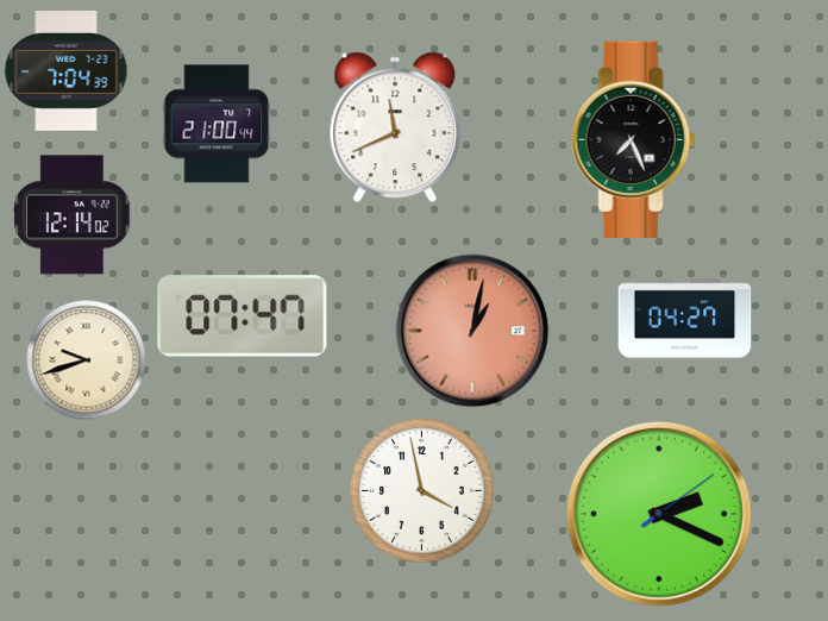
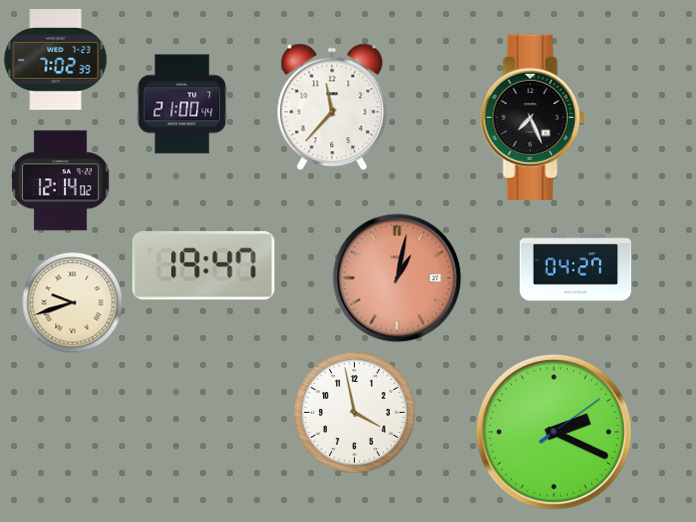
clock at (67, 70): 7:04 -> 7:02
clock at (395, 127): 11:41 -> 11:37
clock at (243, 316): 07:47 -> 19:47
